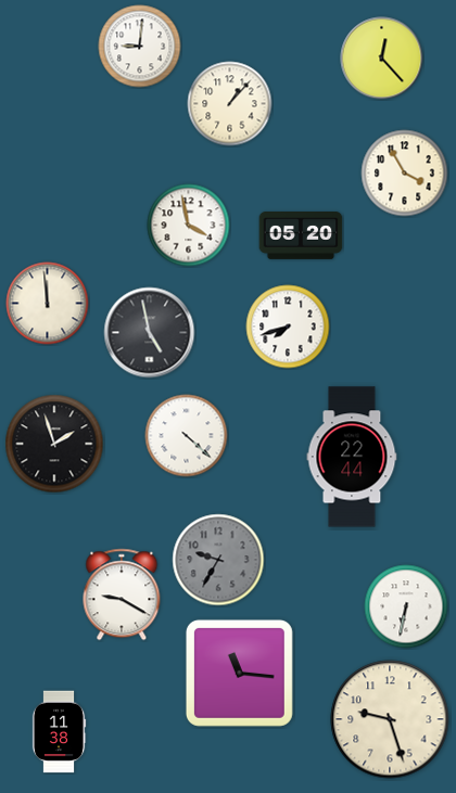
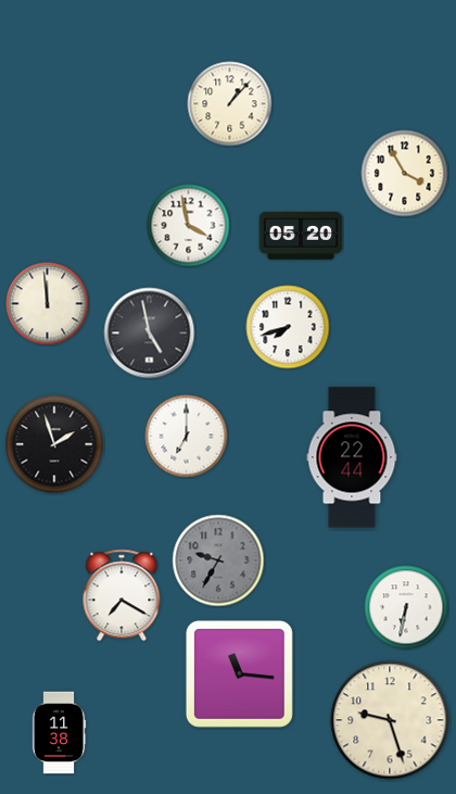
clock at (140, 47): 9:01 -> none
clock at (382, 59): 12:23 -> none
clock at (187, 436): 4:22 -> 7:00
clock at (122, 594): 9:20 -> 7:20
